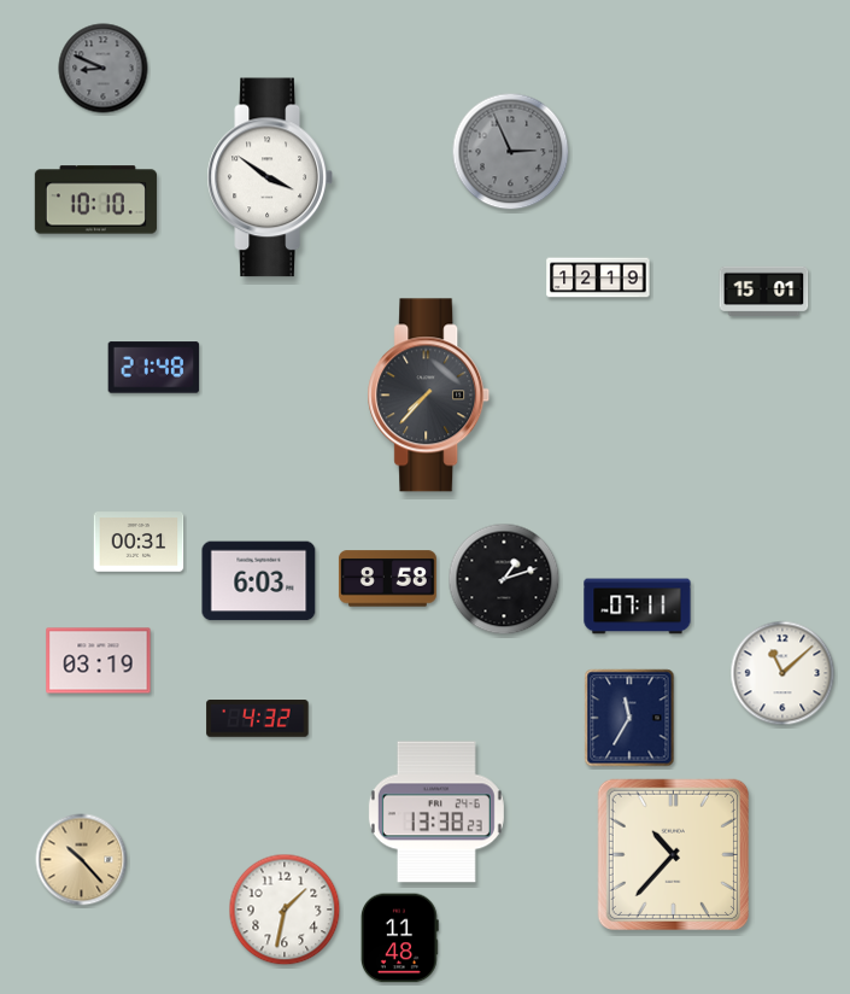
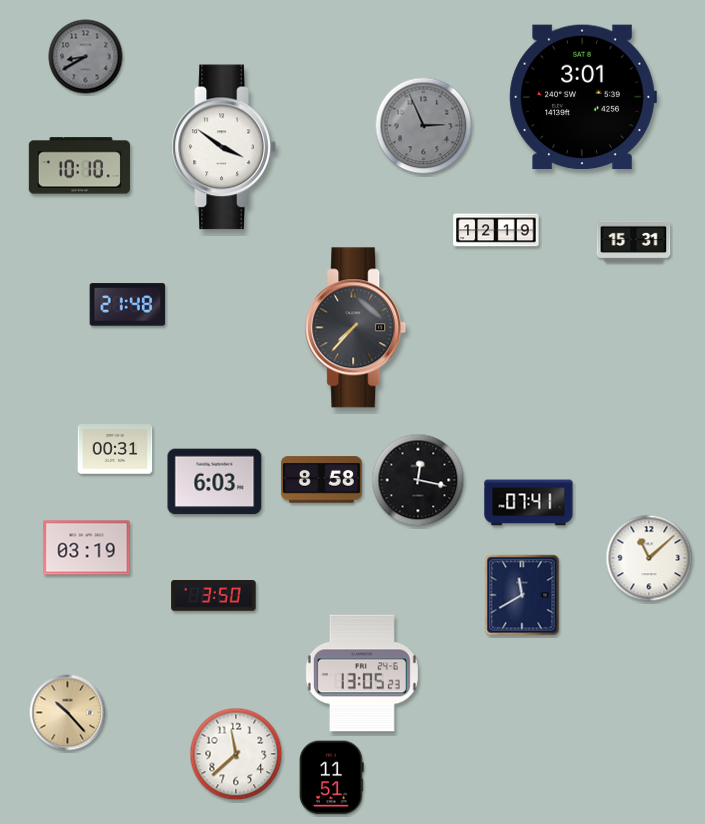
clock at (104, 69): 8:49 -> 8:40
clock at (583, 97): none -> 3:01
clock at (764, 292): 15:01 -> 15:31
clock at (504, 579): 1:12 -> 12:17
clock at (638, 607): 07:11 -> 07:41
clock at (99, 661) position: (99, 661) -> (87, 548)
clock at (629, 718): 11:35 -> 11:40
clock at (258, 719): 4:32 -> 3:50
clock at (436, 812): 13:38 -> 13:05
clock at (673, 854): 10:37 -> none
clock at (285, 910): 1:32 -> 11:38
clock at (399, 939): 11:48 -> 11:51
